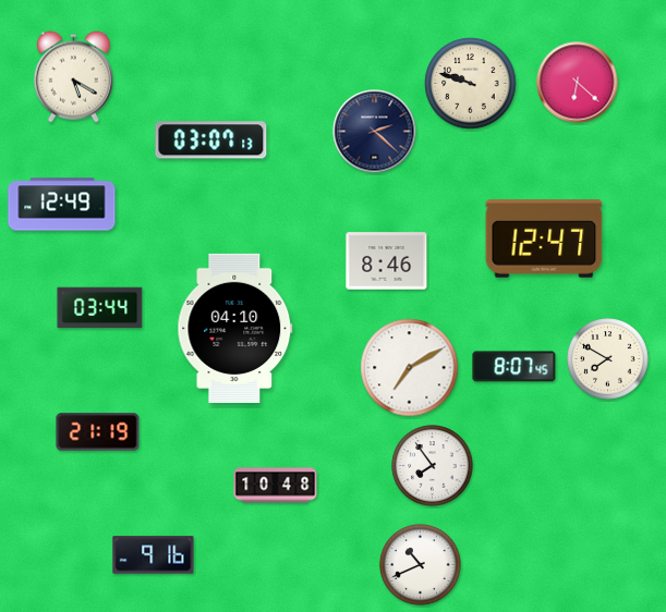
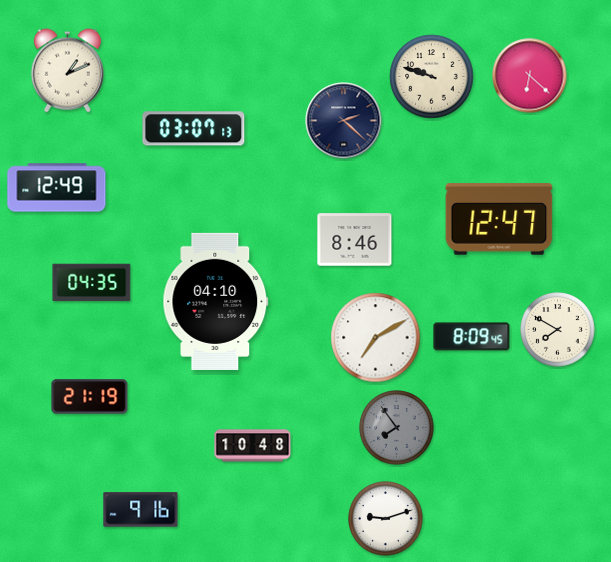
clock at (73, 77): 5:20 -> 1:11
clock at (100, 308): 03:44 -> 04:35
clock at (514, 367): 8:07 -> 8:09
clock at (433, 466) dial: white -> grey
clock at (421, 565): 10:41 -> 9:12
